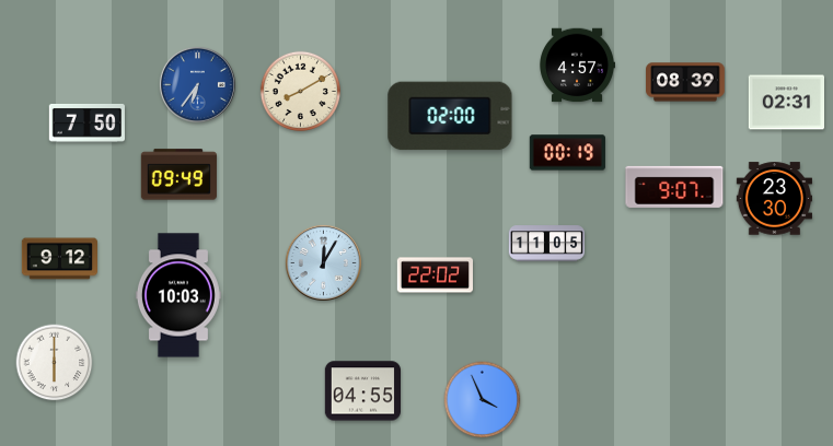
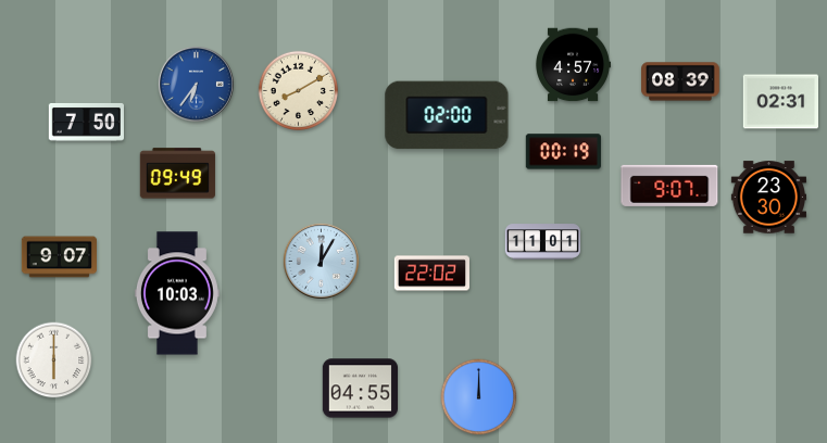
clock at (547, 244): 11:05 -> 11:01
clock at (60, 259): 9:12 -> 9:07
clock at (483, 400): 3:56 -> 12:00
